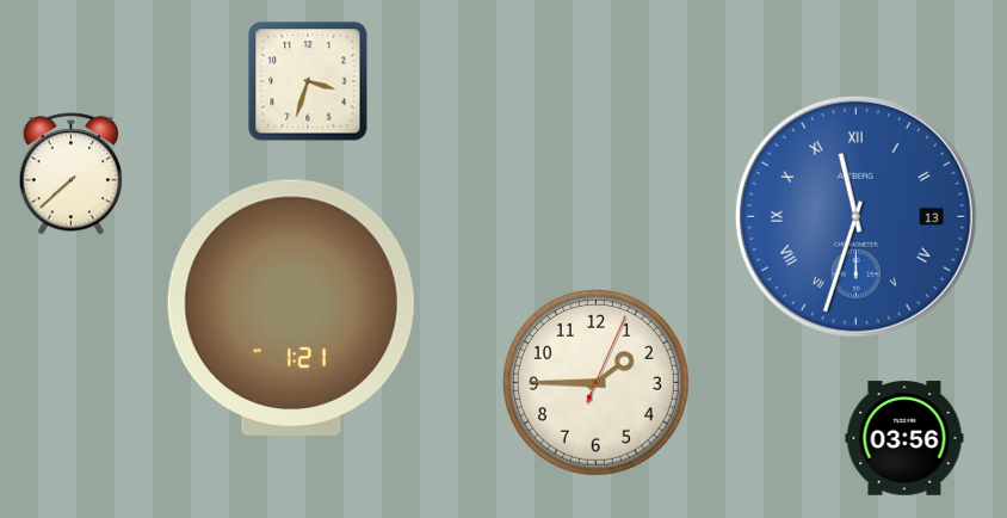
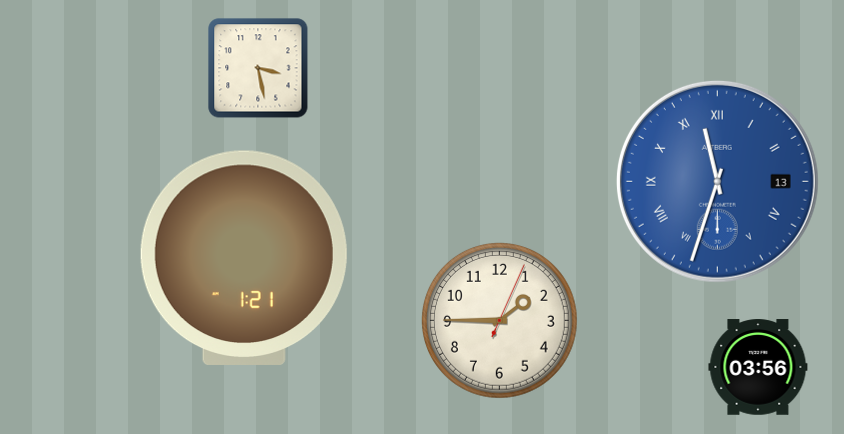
clock at (308, 81): 3:33 -> 3:28
clock at (72, 174): 7:38 -> none
